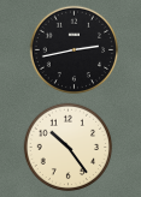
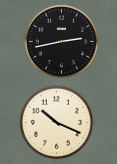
clock at (69, 148): 10:24 -> 10:19
